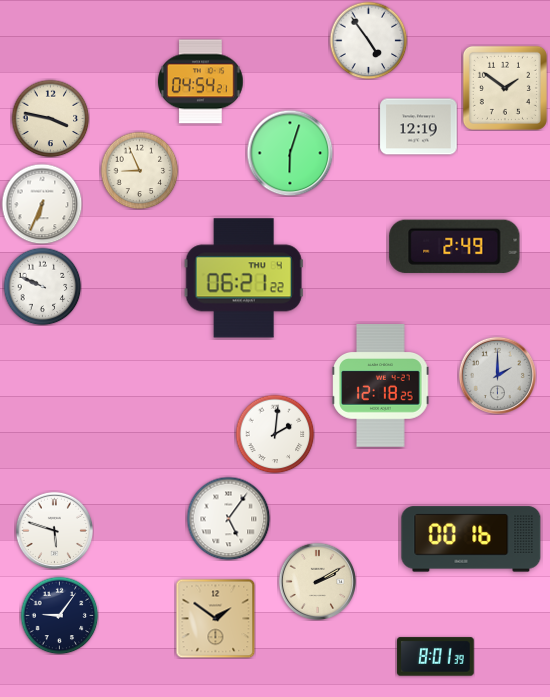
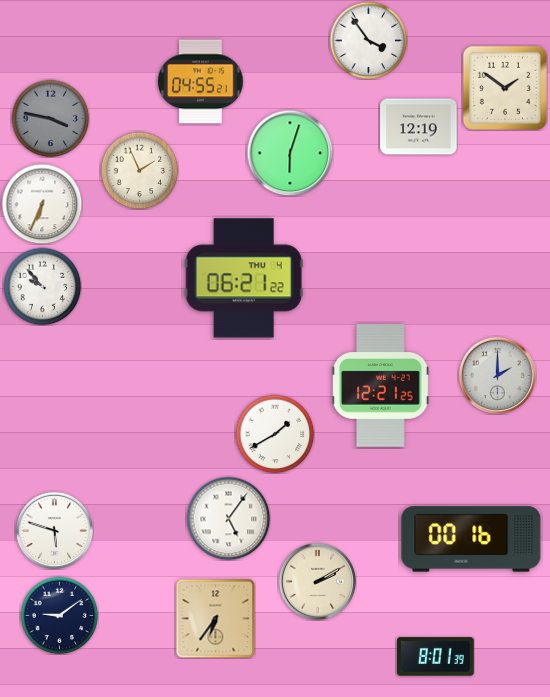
clock at (368, 40): 4:54 -> 3:54
clock at (201, 82): 04:54 -> 04:55
clock at (50, 118) dial: cream -> grey
clock at (139, 170): 8:56 -> 1:56
clock at (455, 246): 2:49 -> none
clock at (42, 286): 9:49 -> 9:53
clock at (381, 386): 12:18 -> 12:21
clock at (275, 434): 2:01 -> 1:40
clock at (59, 615): 9:06 -> 9:09
clock at (215, 618): 1:51 -> 6:36
